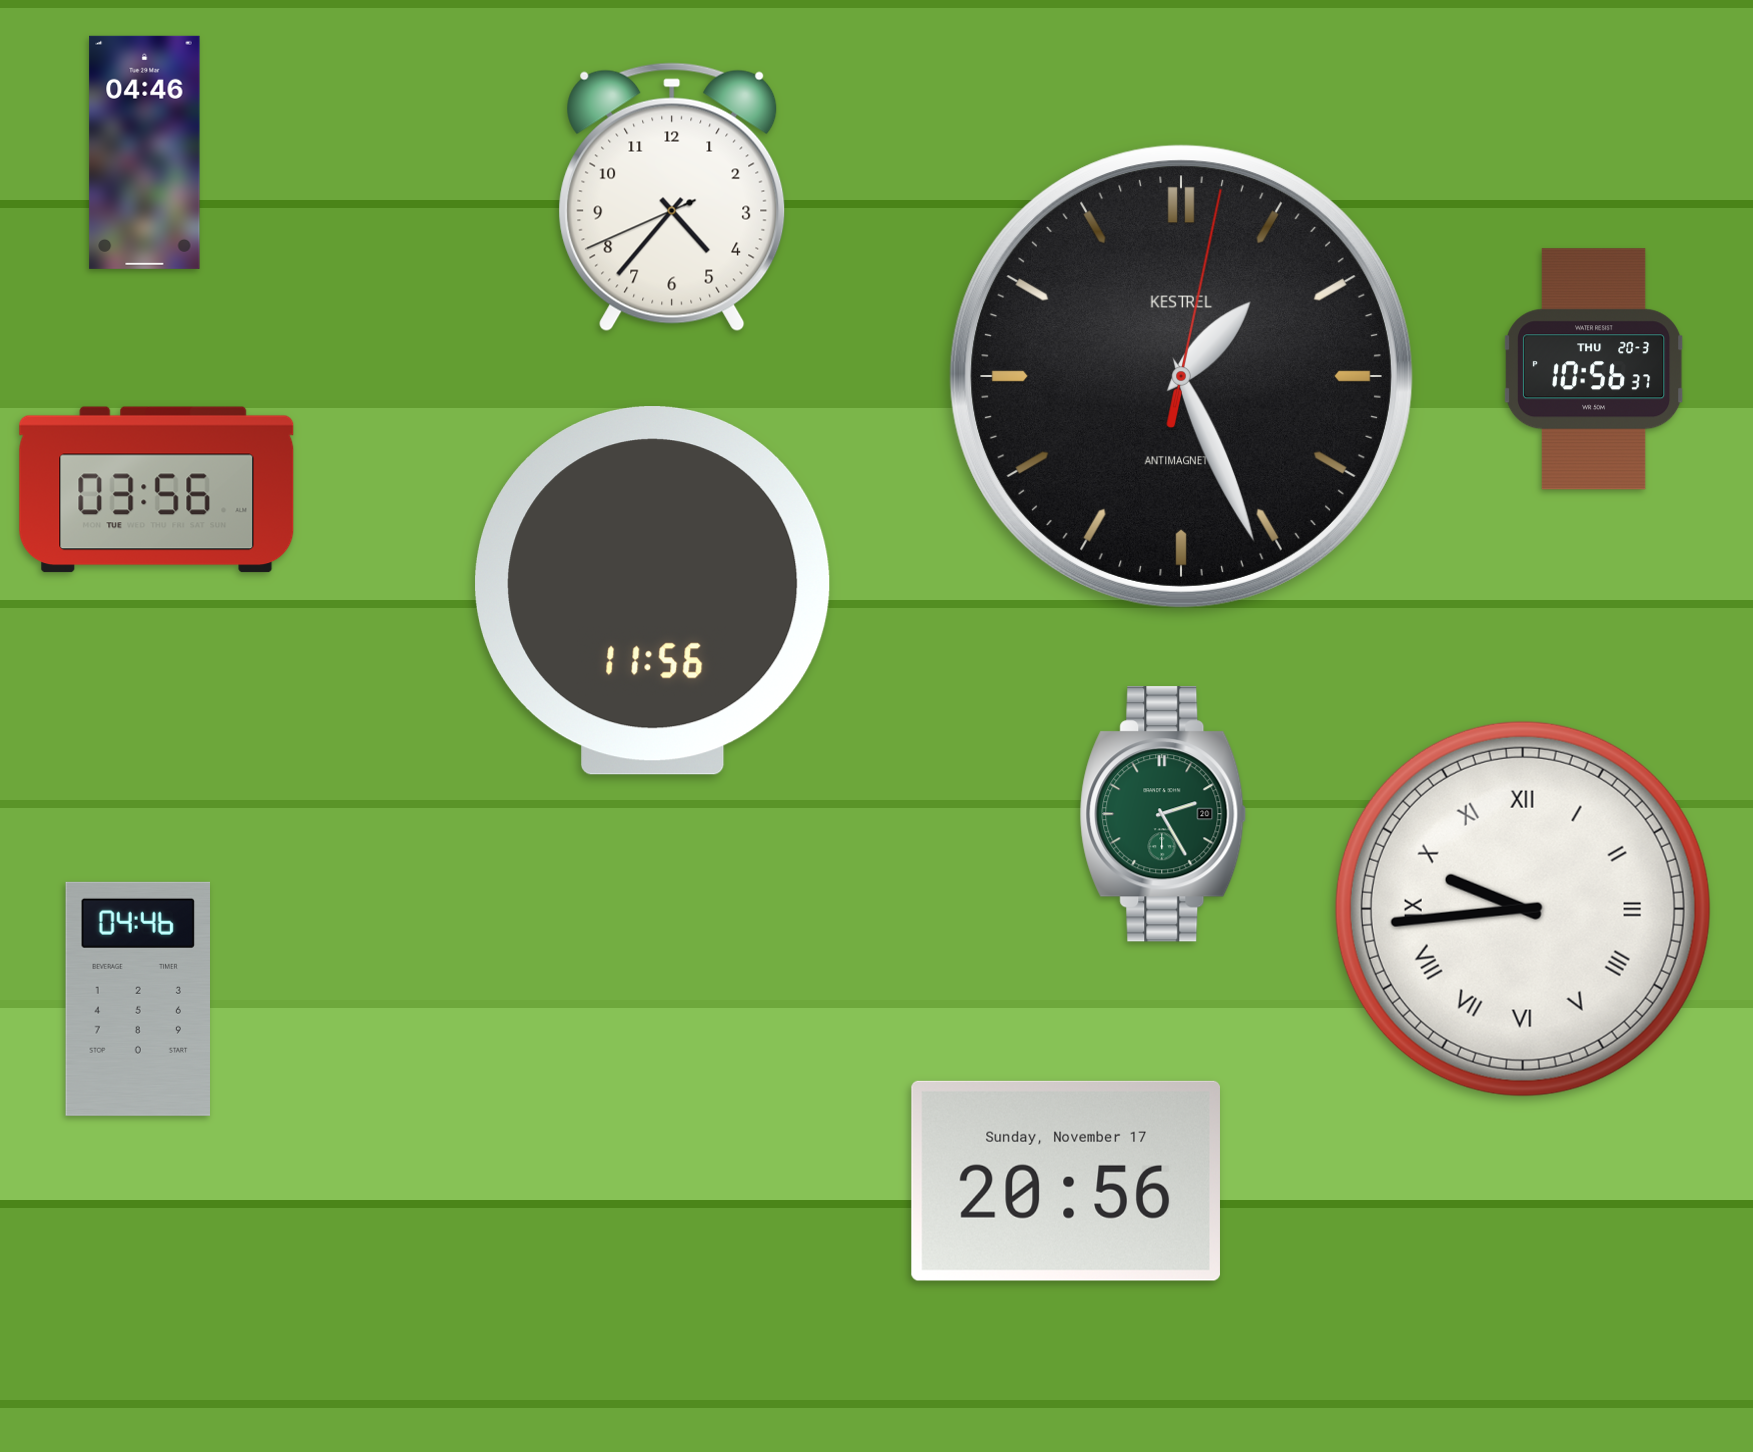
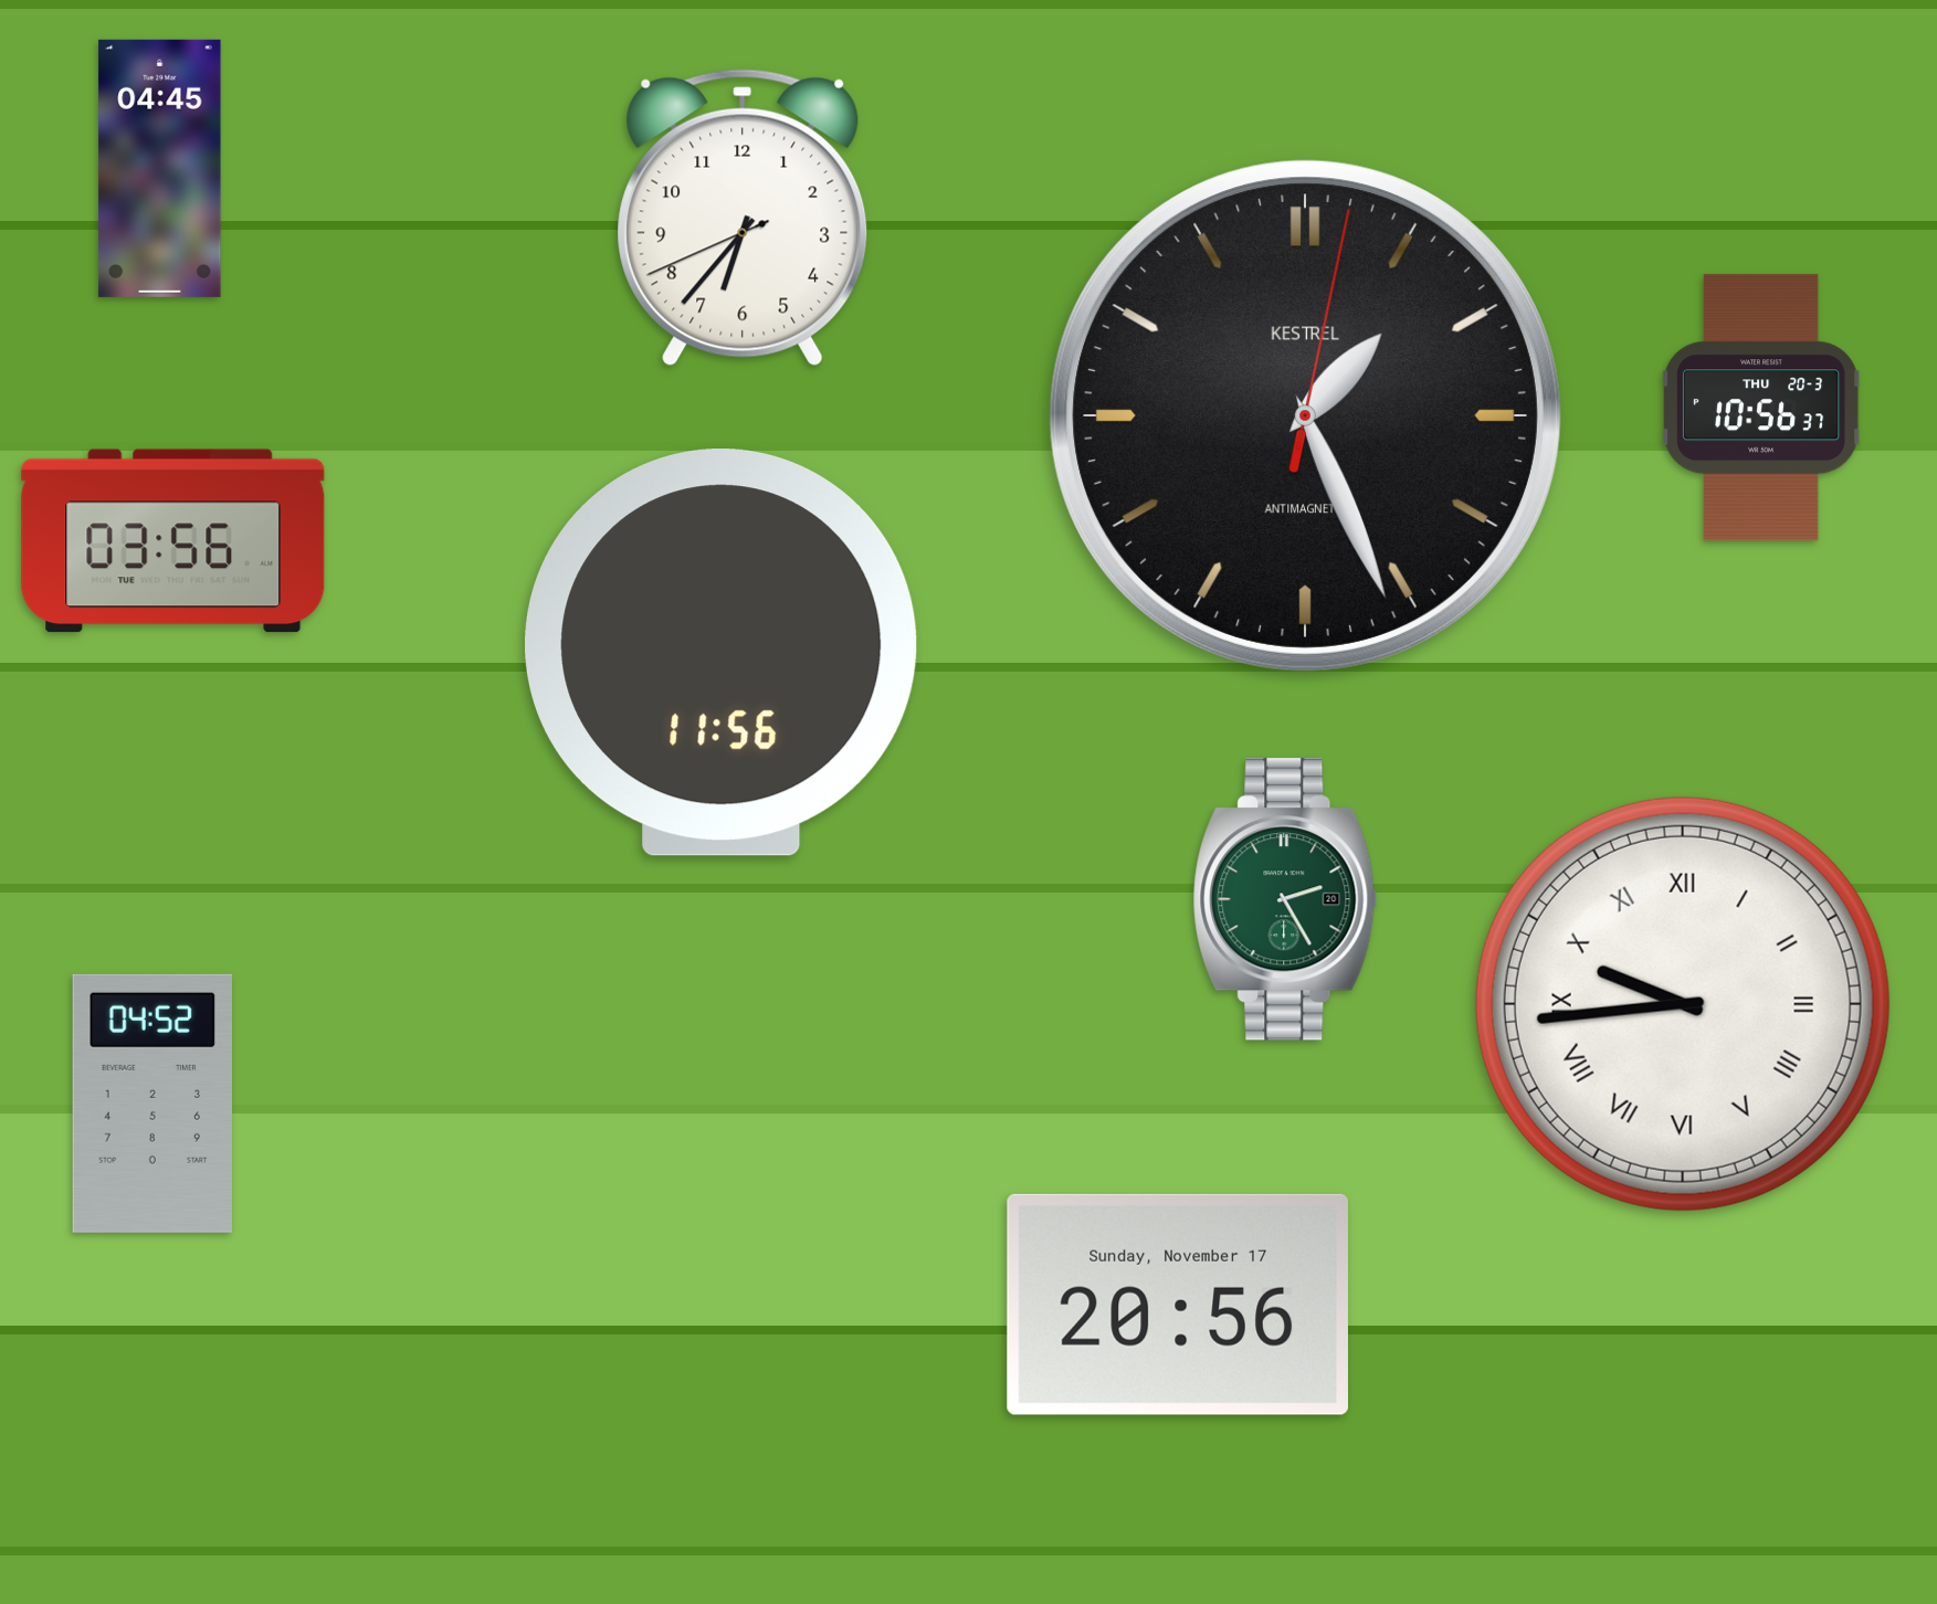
clock at (145, 152): 04:46 -> 04:45
clock at (672, 197): 4:36 -> 6:36
clock at (137, 999): 04:46 -> 04:52
